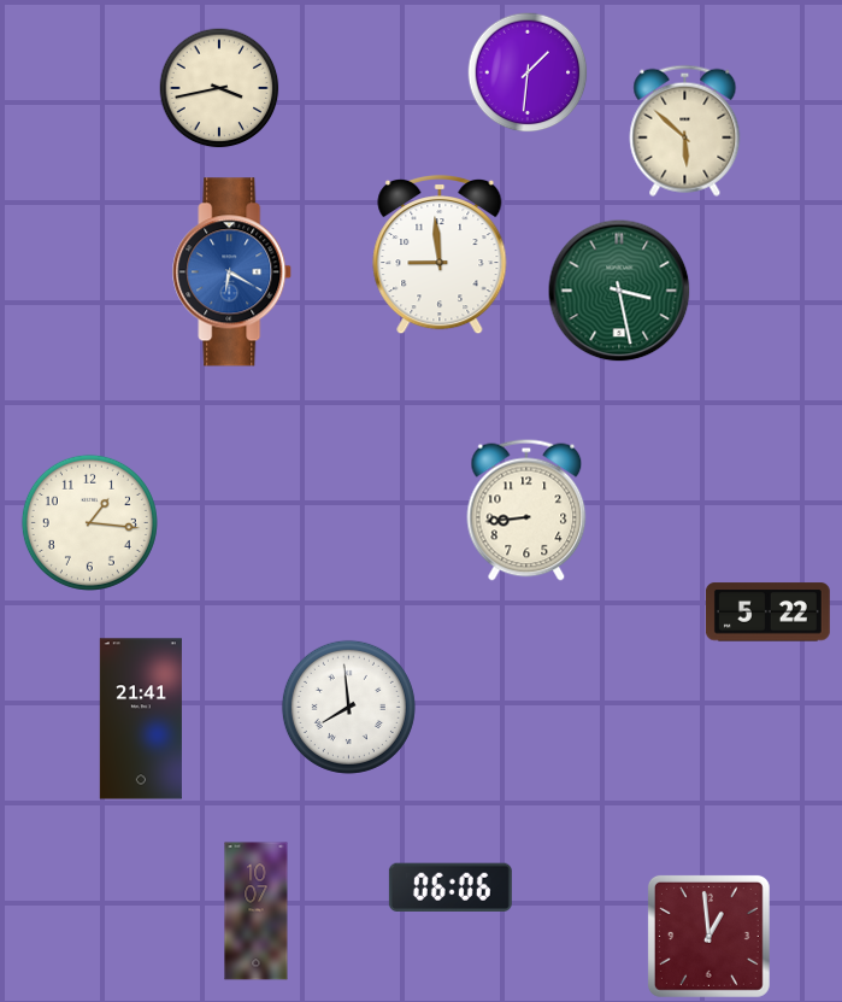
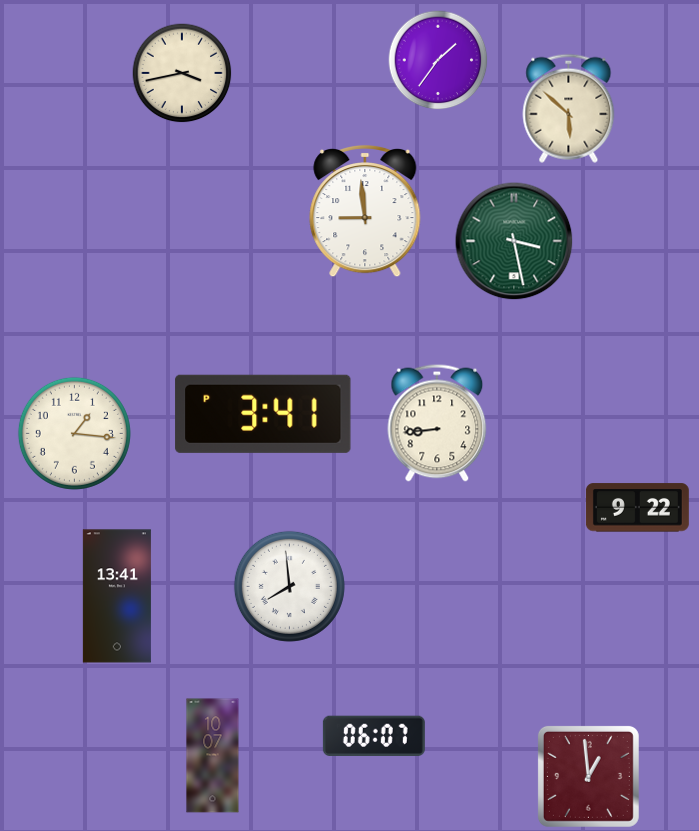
clock at (528, 72): 1:31 -> 1:36
clock at (232, 273): 6:20 -> none
clock at (263, 414): none -> 3:41
clock at (767, 613): 5:22 -> 9:22
clock at (141, 719): 21:41 -> 13:41
clock at (451, 886): 06:06 -> 06:07
